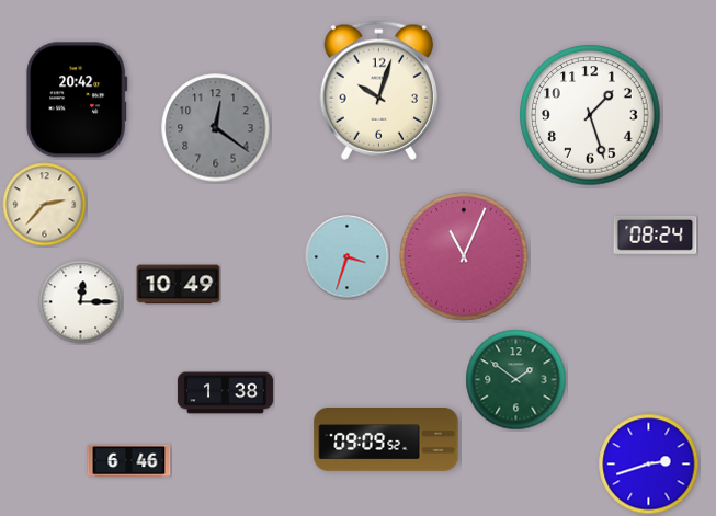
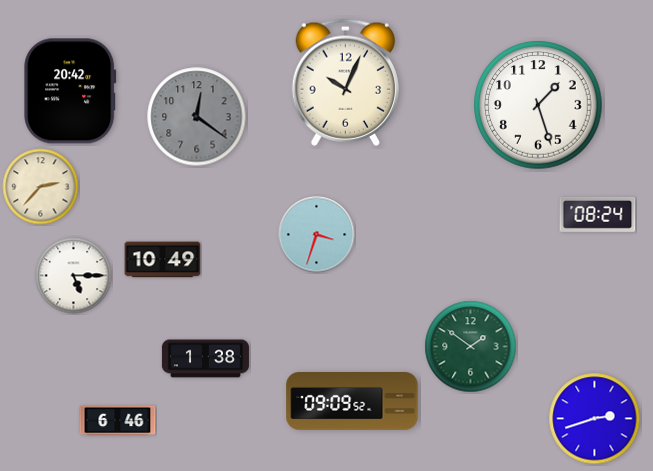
clock at (378, 90): 10:03 -> 10:04
clock at (464, 256): 11:04 -> none
clock at (81, 302): 12:15 -> 5:15
clock at (649, 465) position: (649, 465) -> (595, 419)
